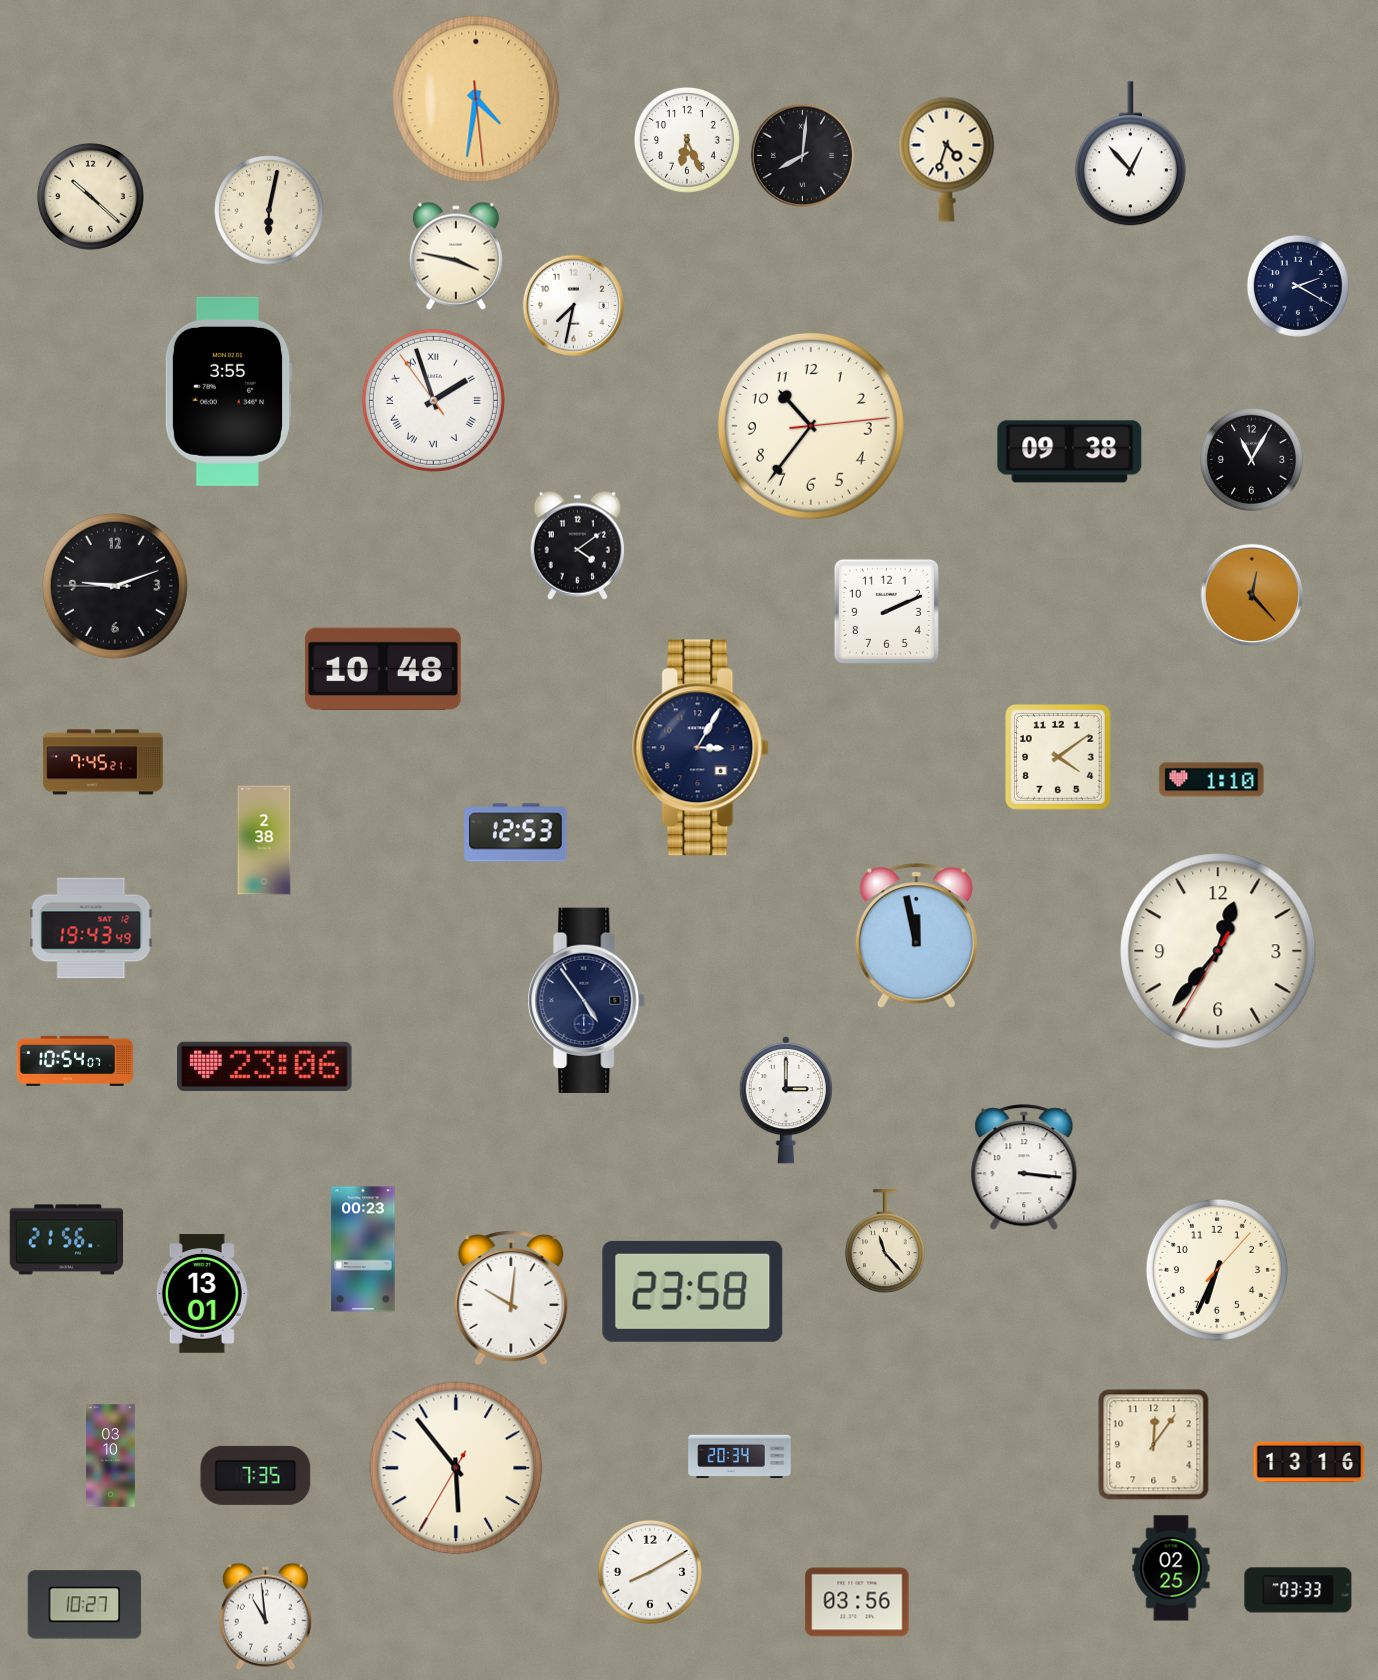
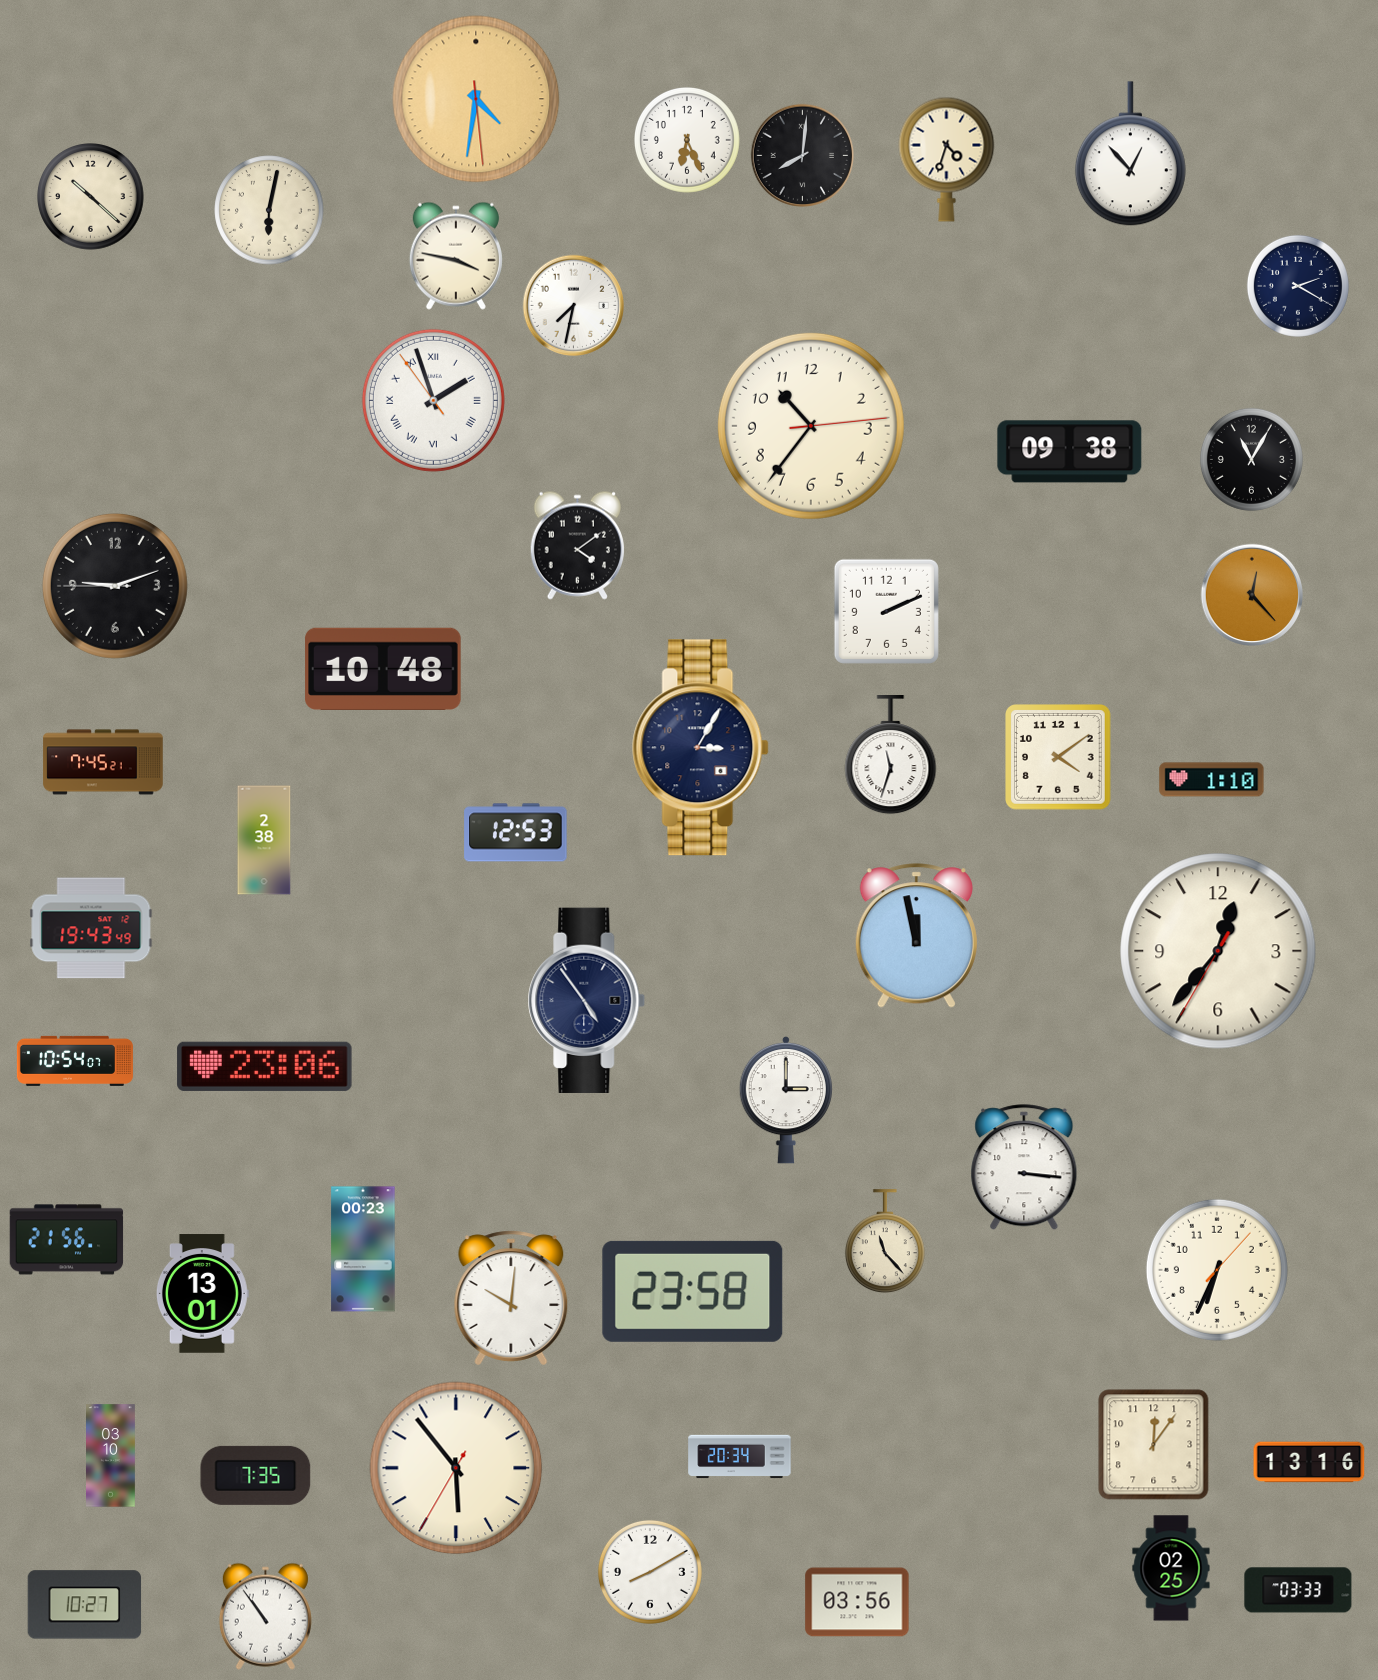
clock at (228, 391): 3:55 -> none
clock at (891, 756): none -> 11:33
clock at (265, 1616): 10:59 -> 10:54
